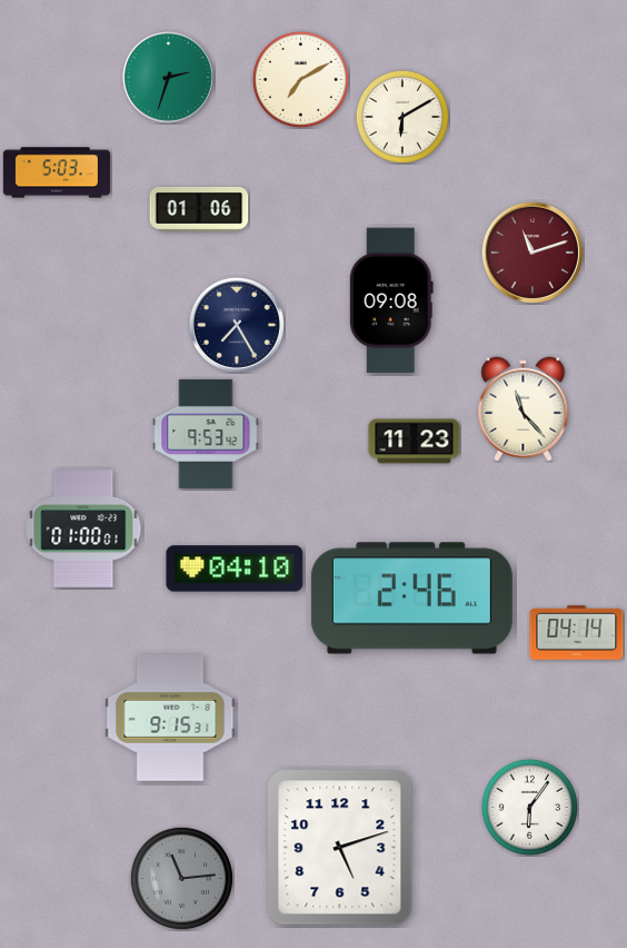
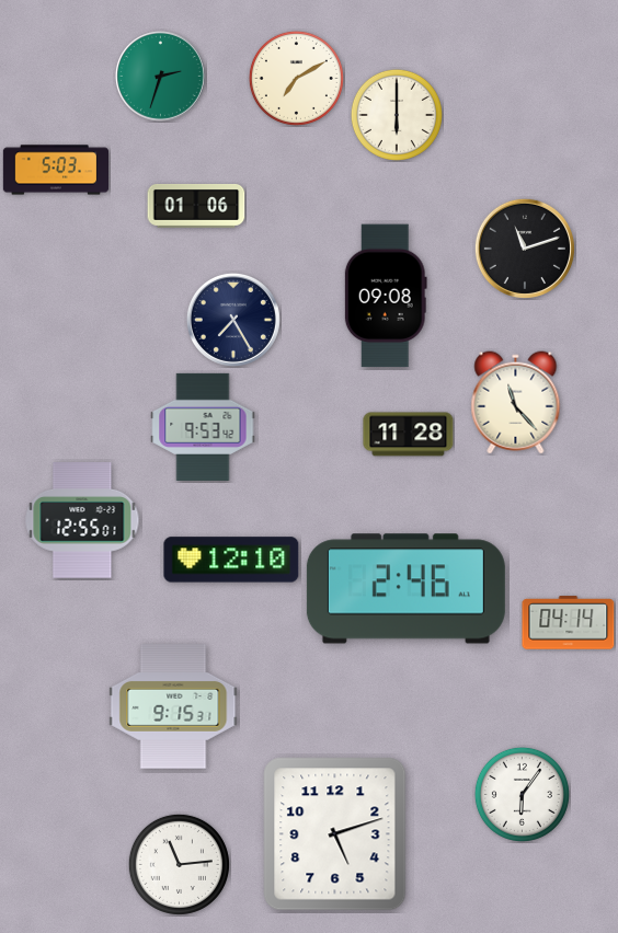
clock at (169, 78) position: (169, 78) -> (161, 77)
clock at (402, 117): 6:10 -> 6:00
clock at (533, 253) dial: burgundy -> black
clock at (415, 442): 11:23 -> 11:28
clock at (83, 529): 01:00 -> 12:55
clock at (235, 569): 04:10 -> 12:10
clock at (170, 719) position: (170, 719) -> (173, 707)
clock at (181, 878) dial: grey -> white
